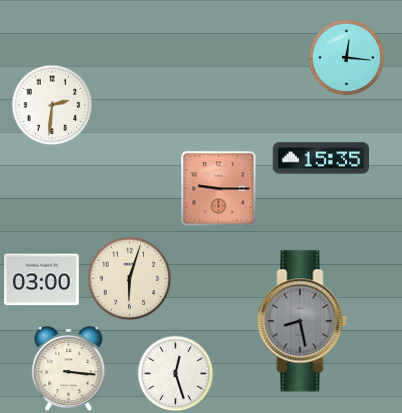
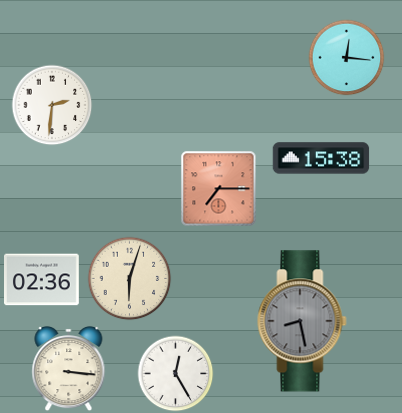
clock at (321, 158): 15:35 -> 15:38
clock at (219, 189): 9:15 -> 7:15
clock at (42, 280): 03:00 -> 02:36
clock at (176, 374): 12:27 -> 12:25
